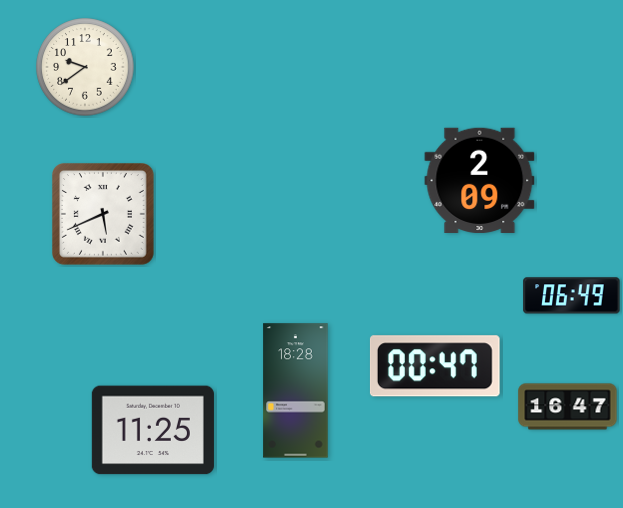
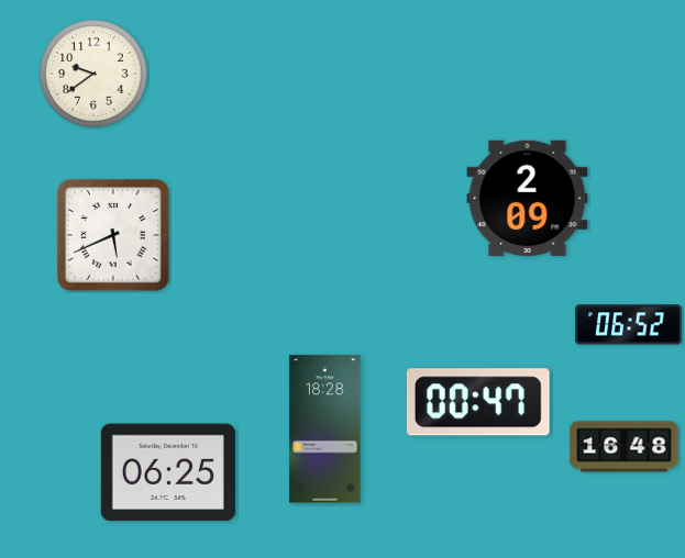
clock at (572, 296): 06:49 -> 06:52
clock at (568, 407): 16:47 -> 16:48
clock at (153, 430): 11:25 -> 06:25
